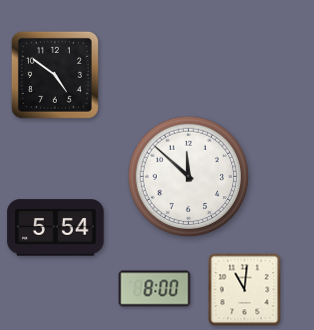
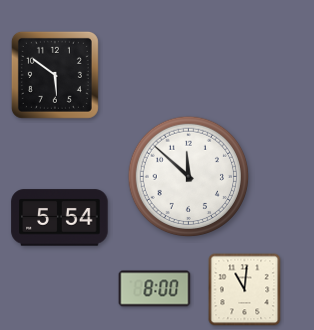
clock at (55, 75): 4:51 -> 5:51
clock at (56, 228) position: (56, 228) -> (60, 218)
